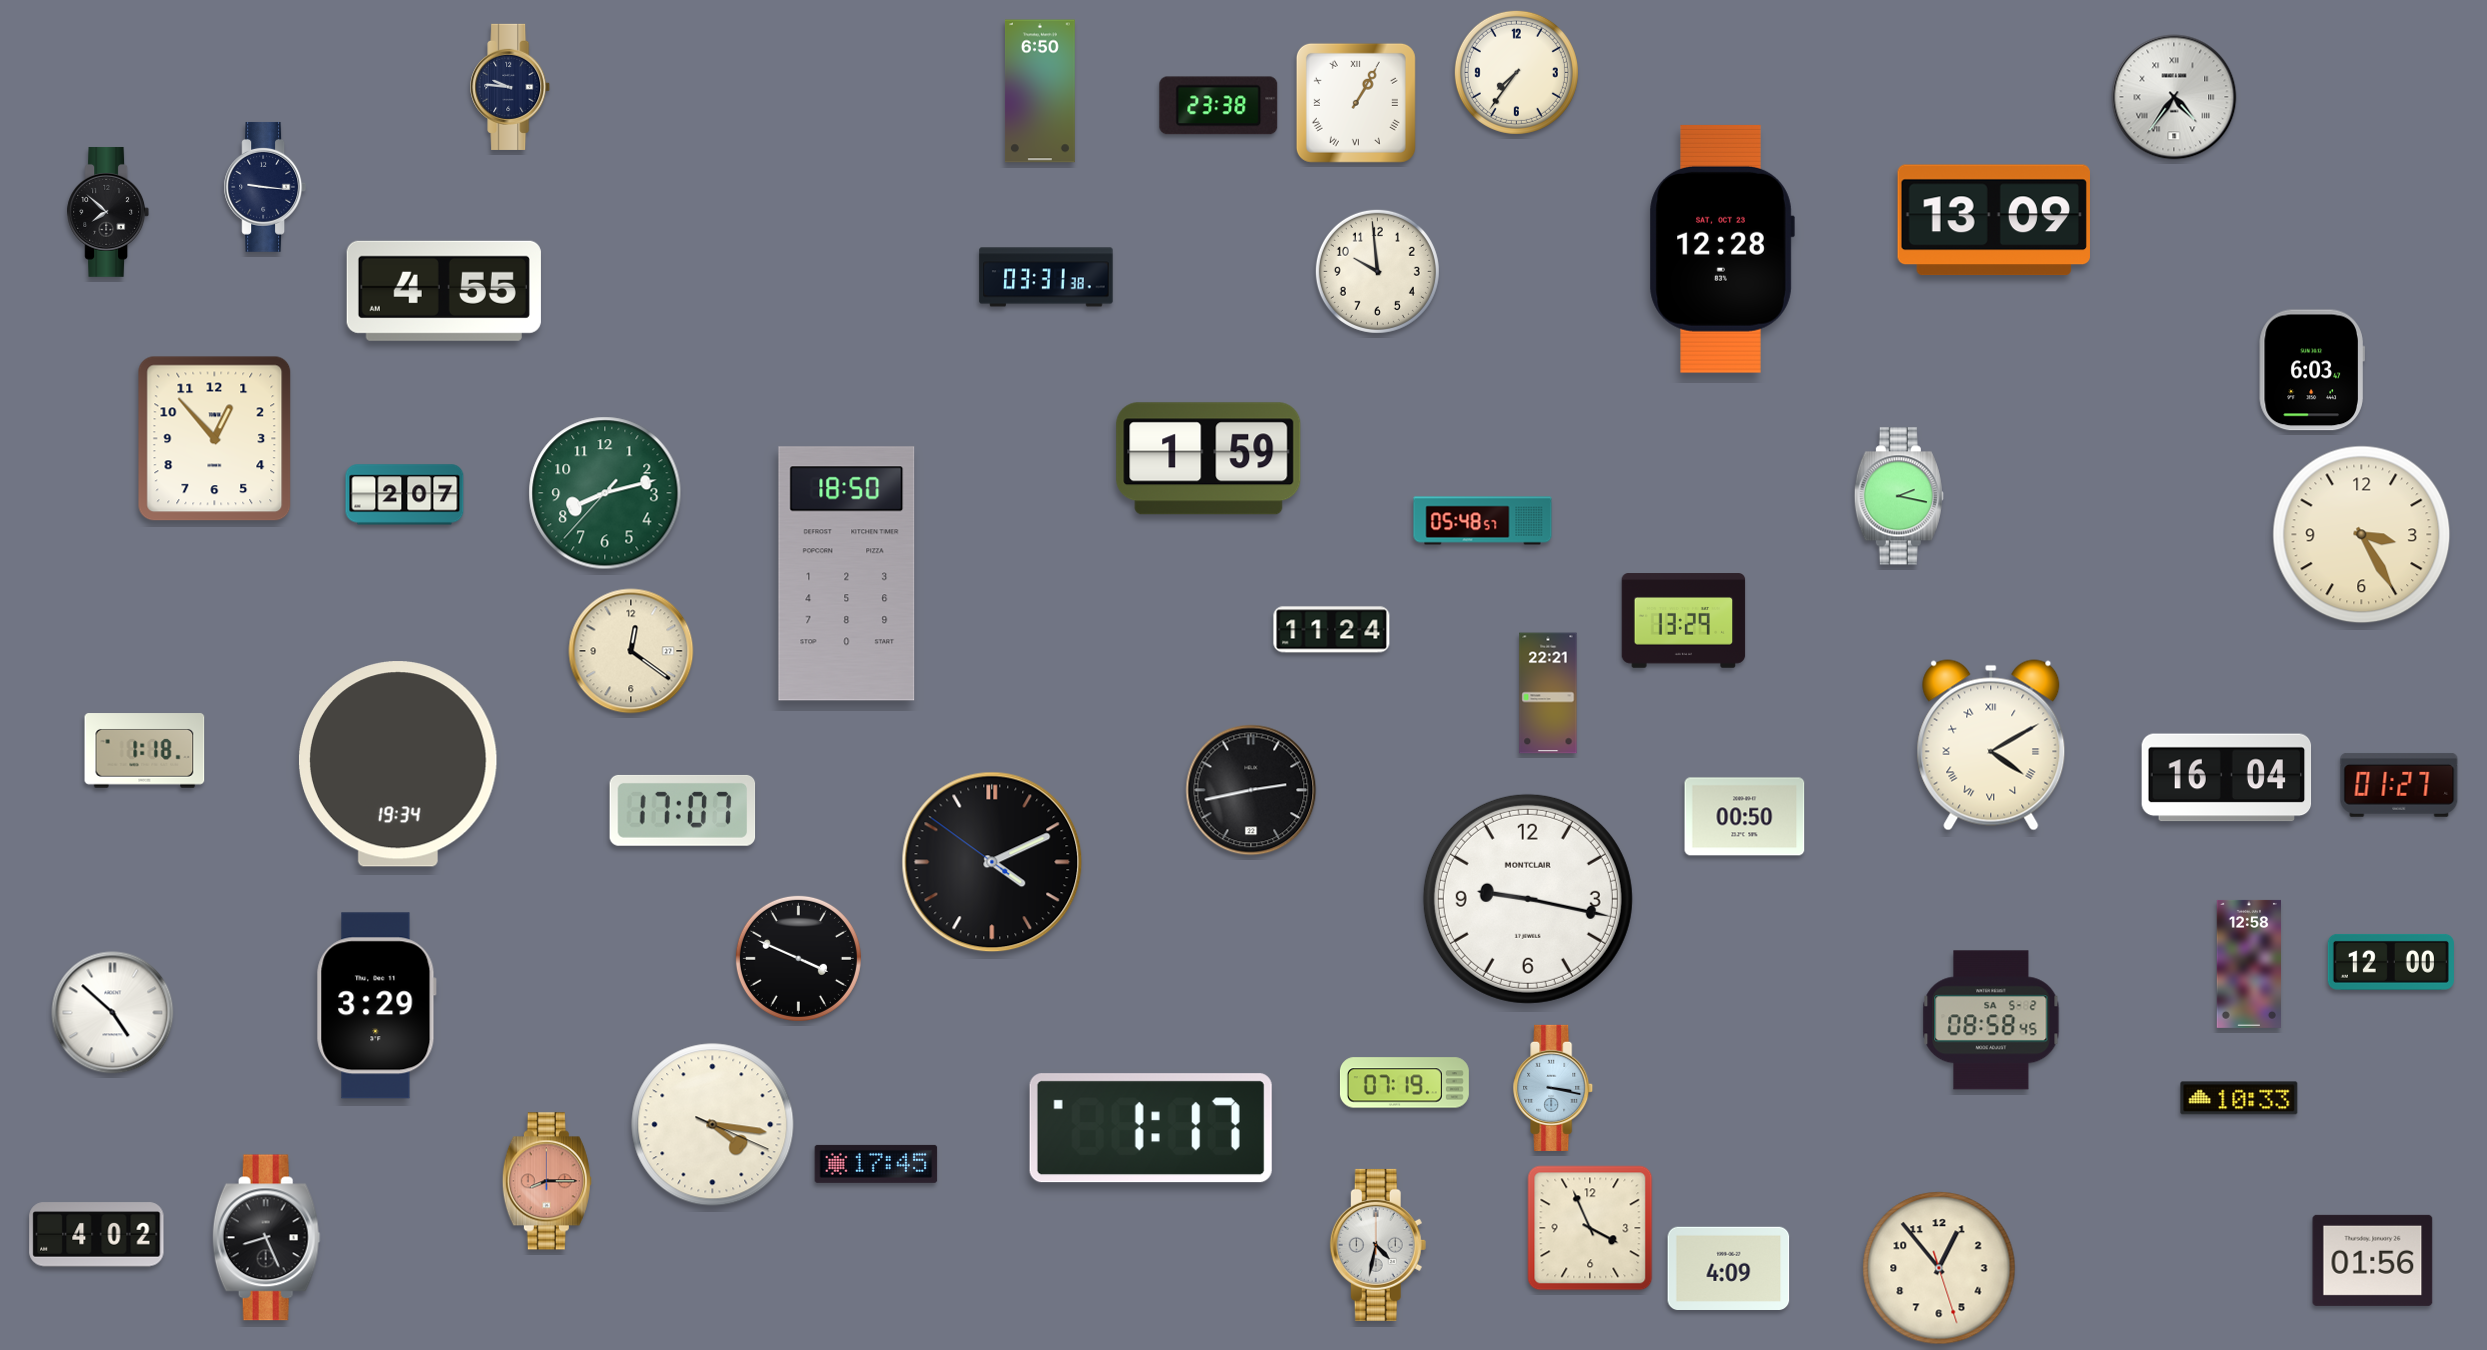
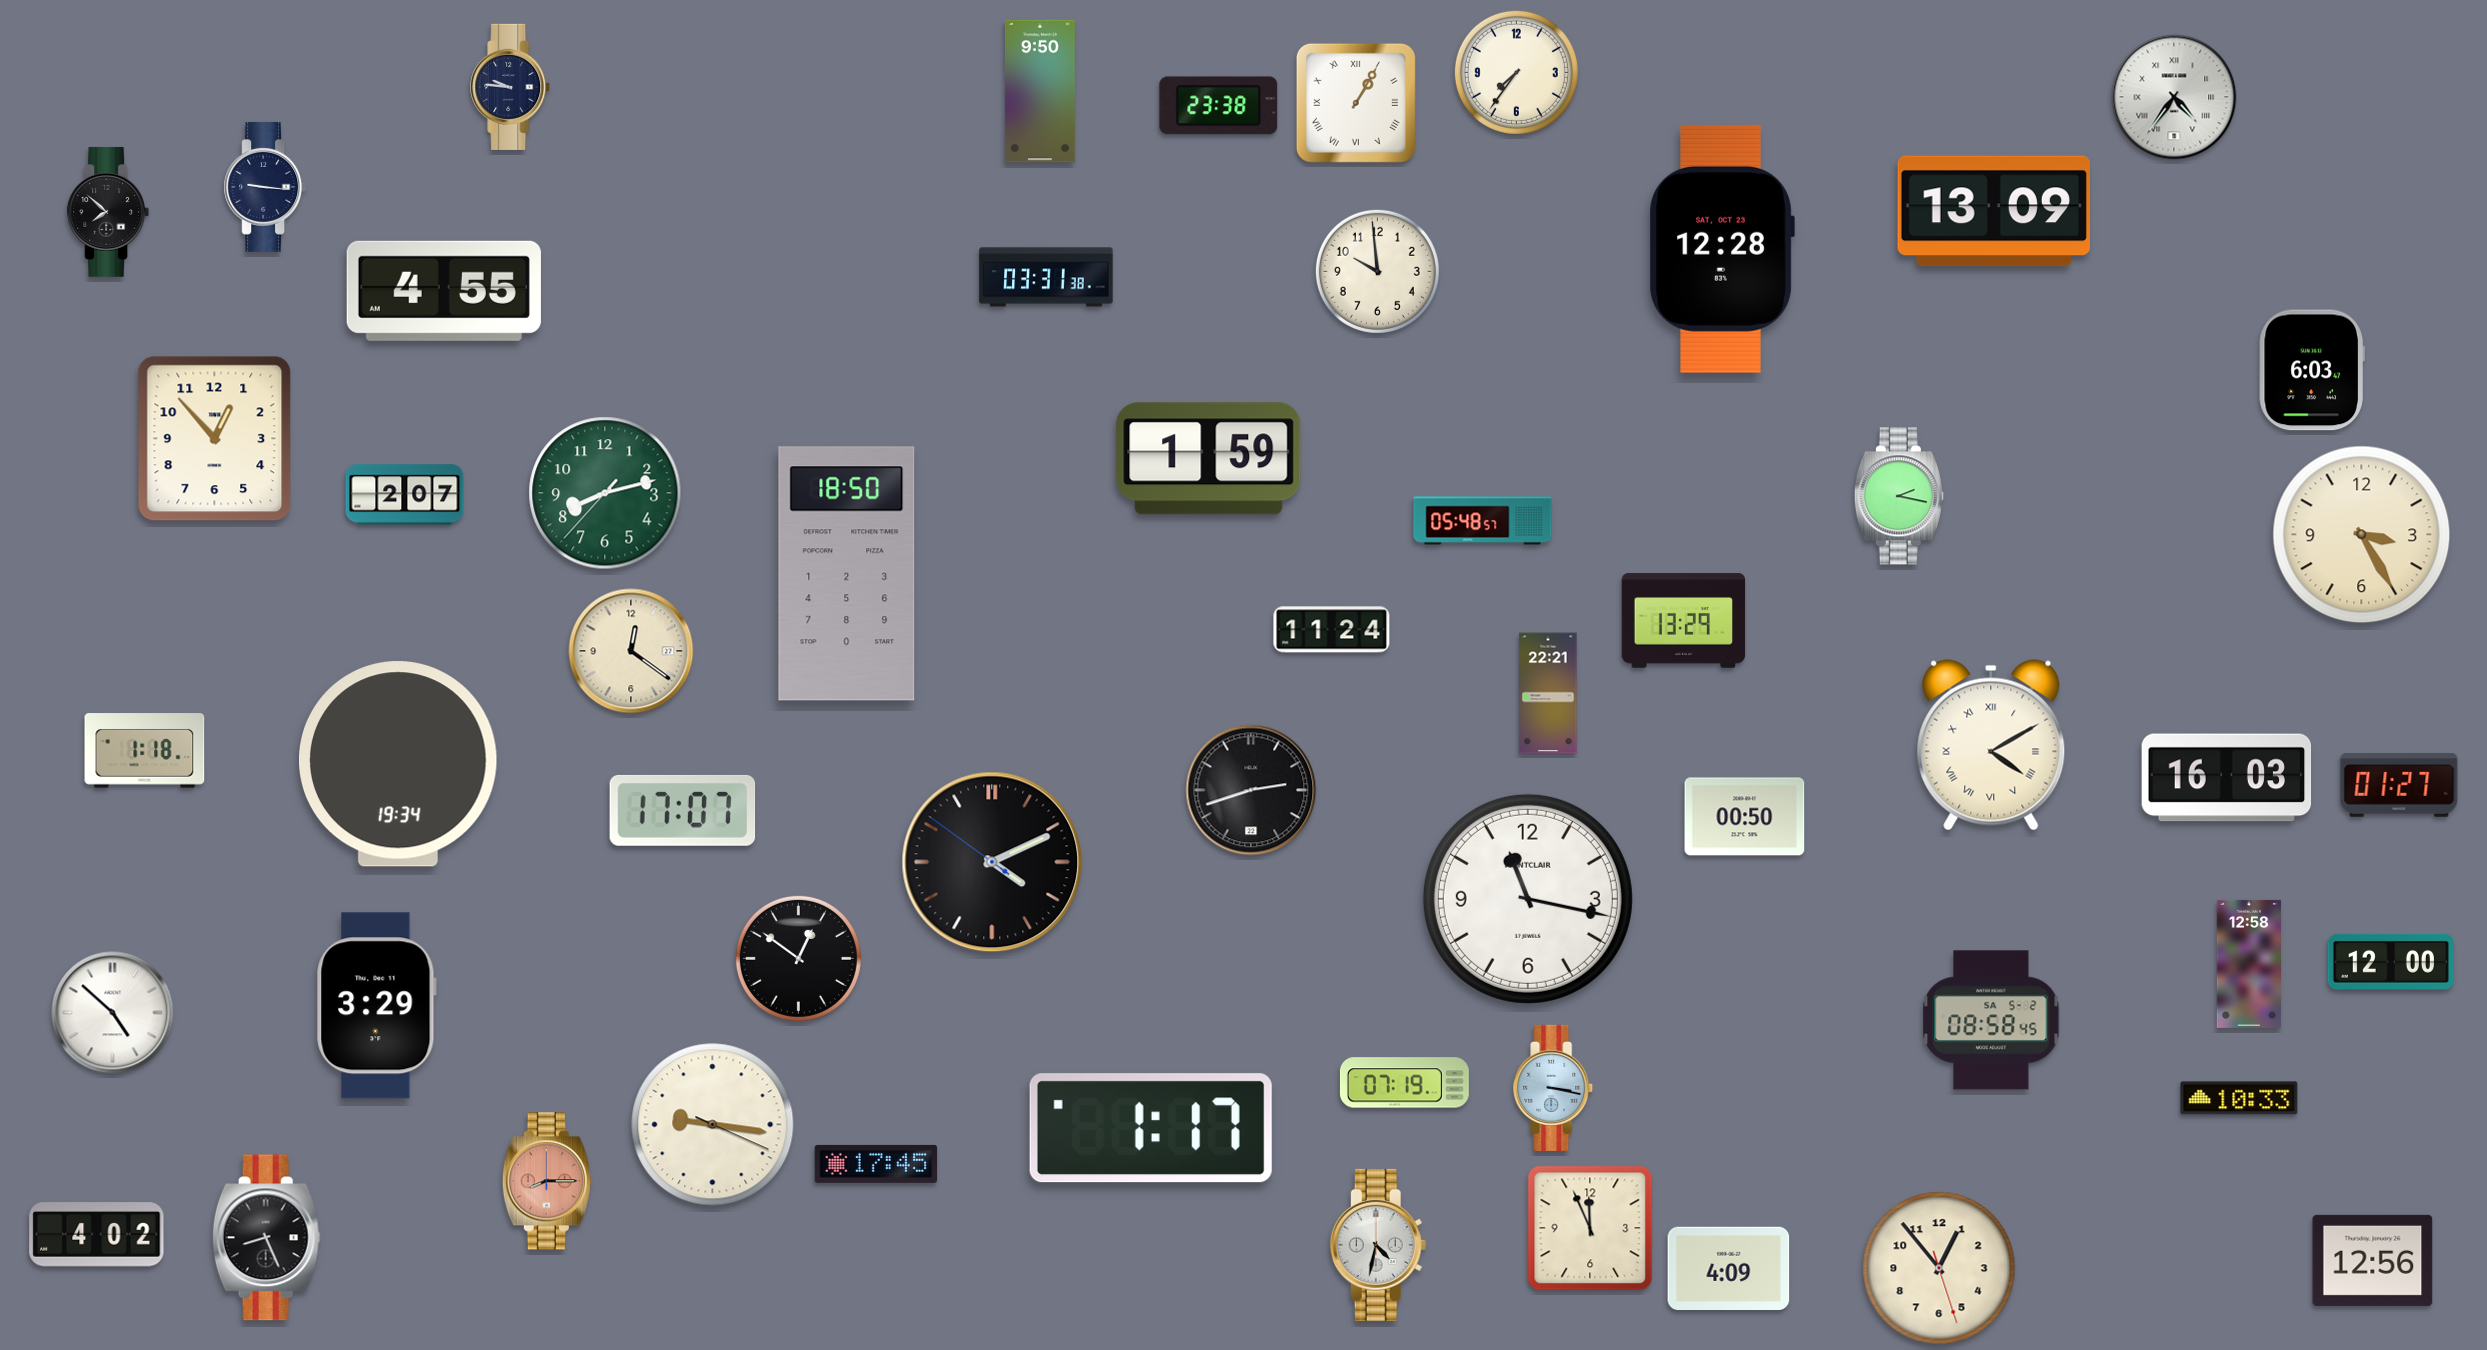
clock at (1040, 91): 6:50 -> 9:50
clock at (1994, 220) position: (1994, 220) -> (1994, 211)
clock at (2227, 778): 16:04 -> 16:03
clock at (1251, 790): 2:43 -> 2:42
clock at (1528, 899): 9:17 -> 11:17
clock at (798, 958): 3:49 -> 12:51
clock at (713, 1125): 4:16 -> 9:16
clock at (1590, 1228): 3:56 -> 11:56
clock at (2373, 1260): 01:56 -> 12:56
